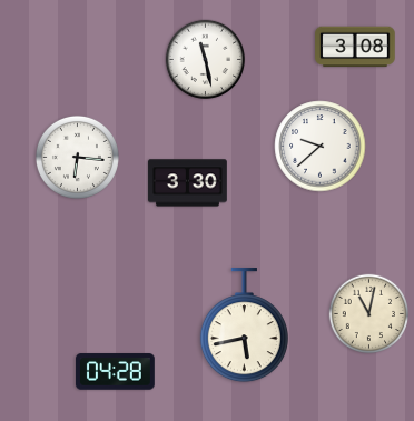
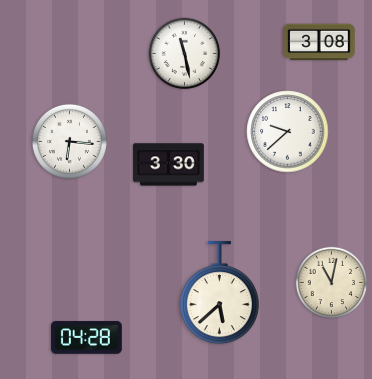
clock at (244, 325): 5:43 -> 5:38
clock at (116, 372) position: (116, 372) -> (87, 338)
